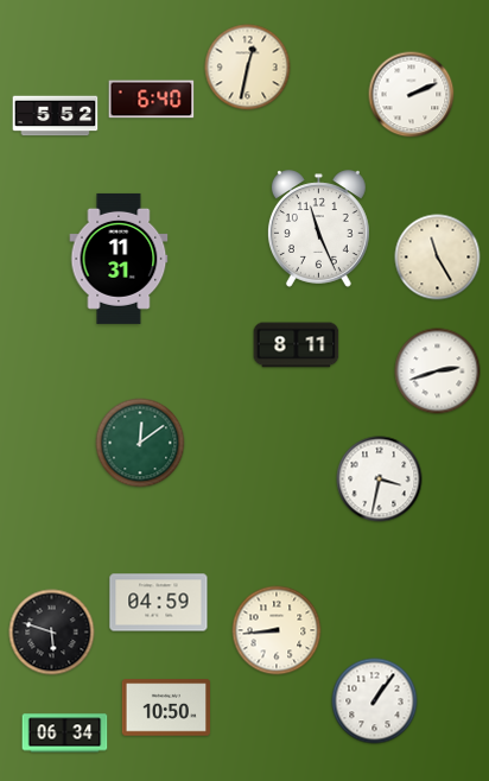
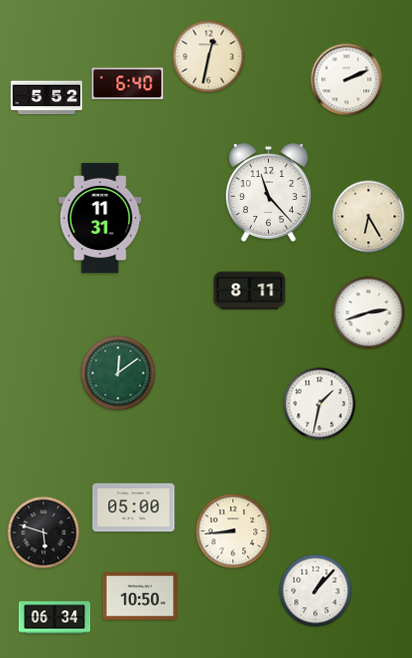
clock at (318, 229): 11:26 -> 11:23
clock at (438, 258): 11:25 -> 6:25
clock at (380, 480): 3:32 -> 1:32
clock at (159, 603): 04:59 -> 05:00
clock at (375, 701): 1:06 -> 1:07
